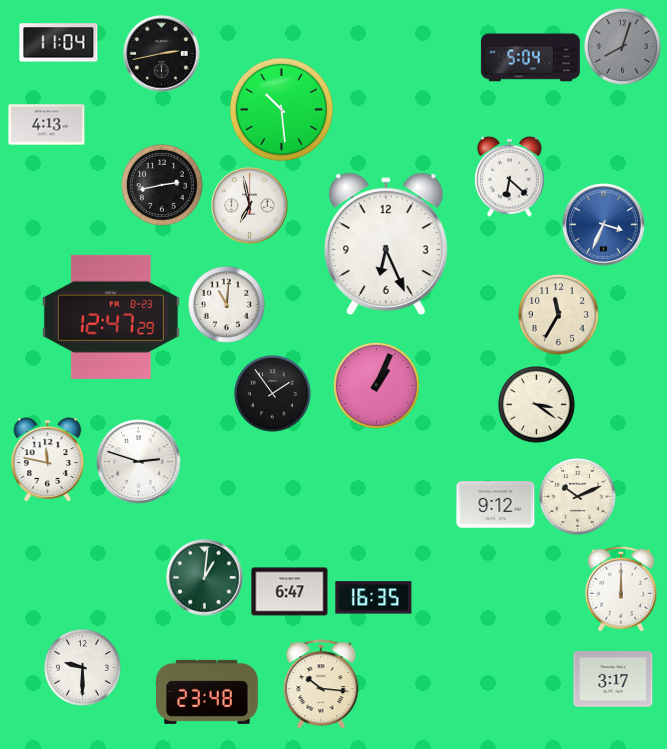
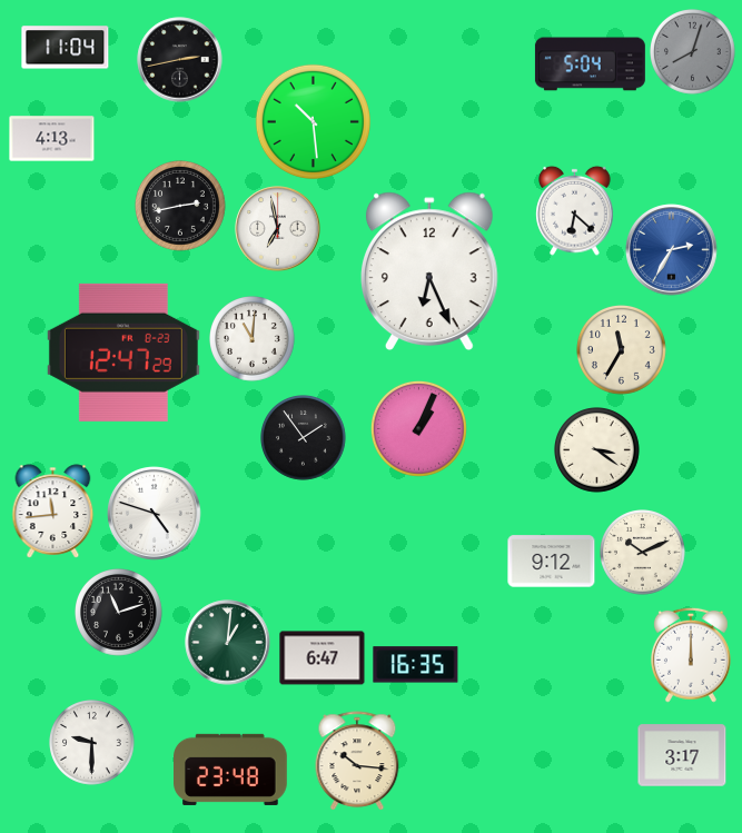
clock at (510, 176) position: (510, 176) -> (575, 210)
clock at (604, 225): 3:34 -> 2:35
clock at (48, 460): 11:47 -> 11:44
clock at (139, 462): 2:48 -> 4:48
clock at (119, 613): none -> 11:12
